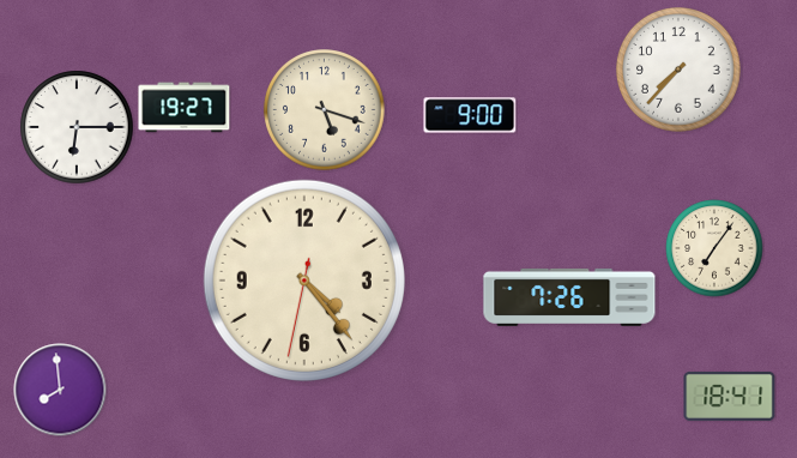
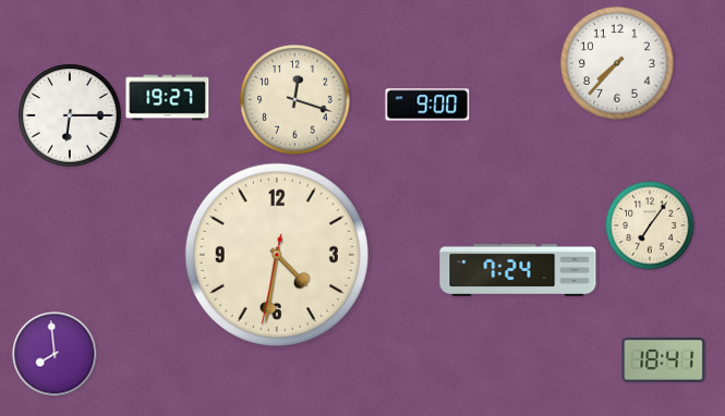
clock at (325, 110): 5:18 -> 12:18
clock at (304, 281): 4:23 -> 4:31
clock at (569, 297): 7:26 -> 7:24
